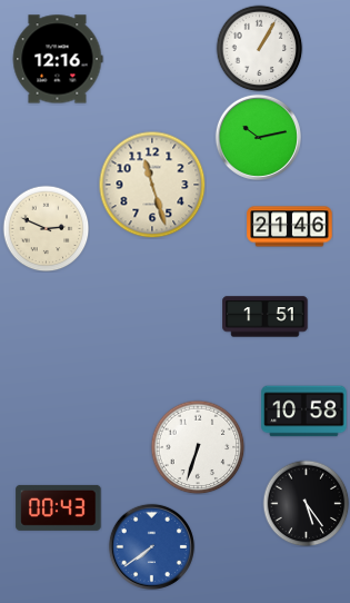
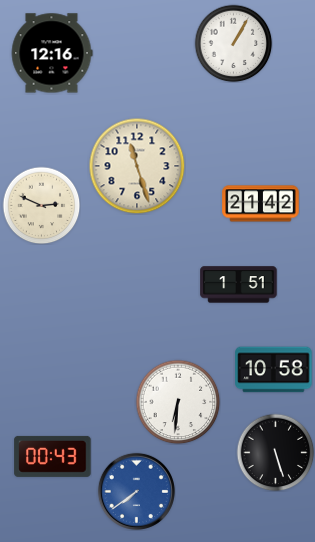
clock at (258, 137): 10:13 -> none
clock at (290, 227): 21:46 -> 21:42
clock at (198, 447): 6:33 -> 6:31
clock at (306, 503): 5:24 -> 5:27
